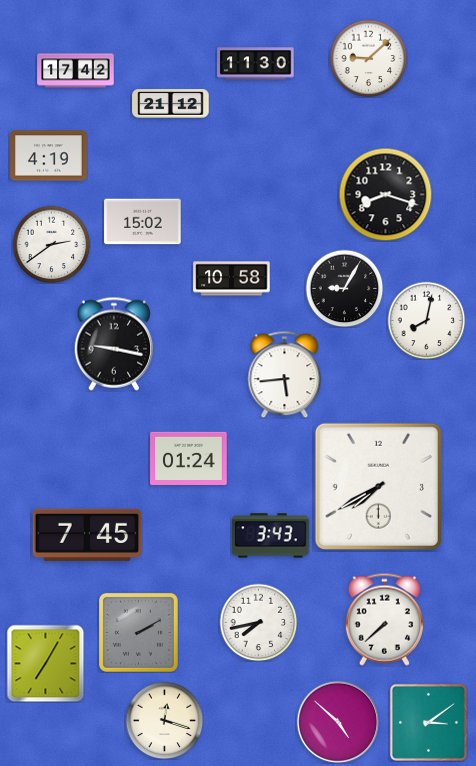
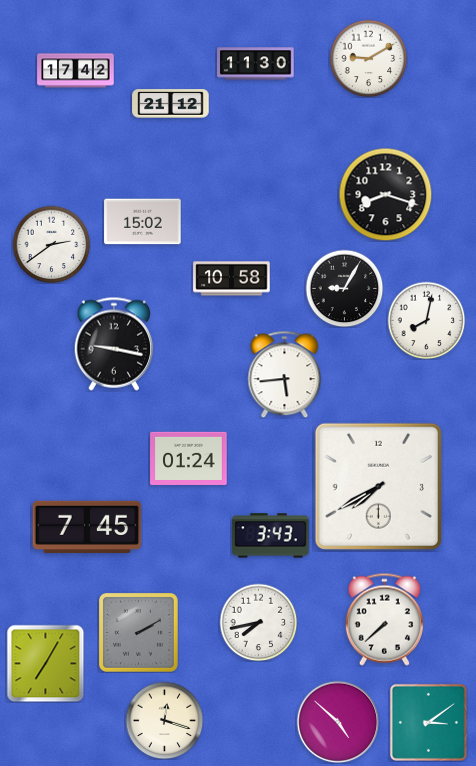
clock at (368, 58): 9:08 -> 9:10
clock at (49, 156): 4:19 -> none
clock at (87, 535) position: (87, 535) -> (87, 527)
